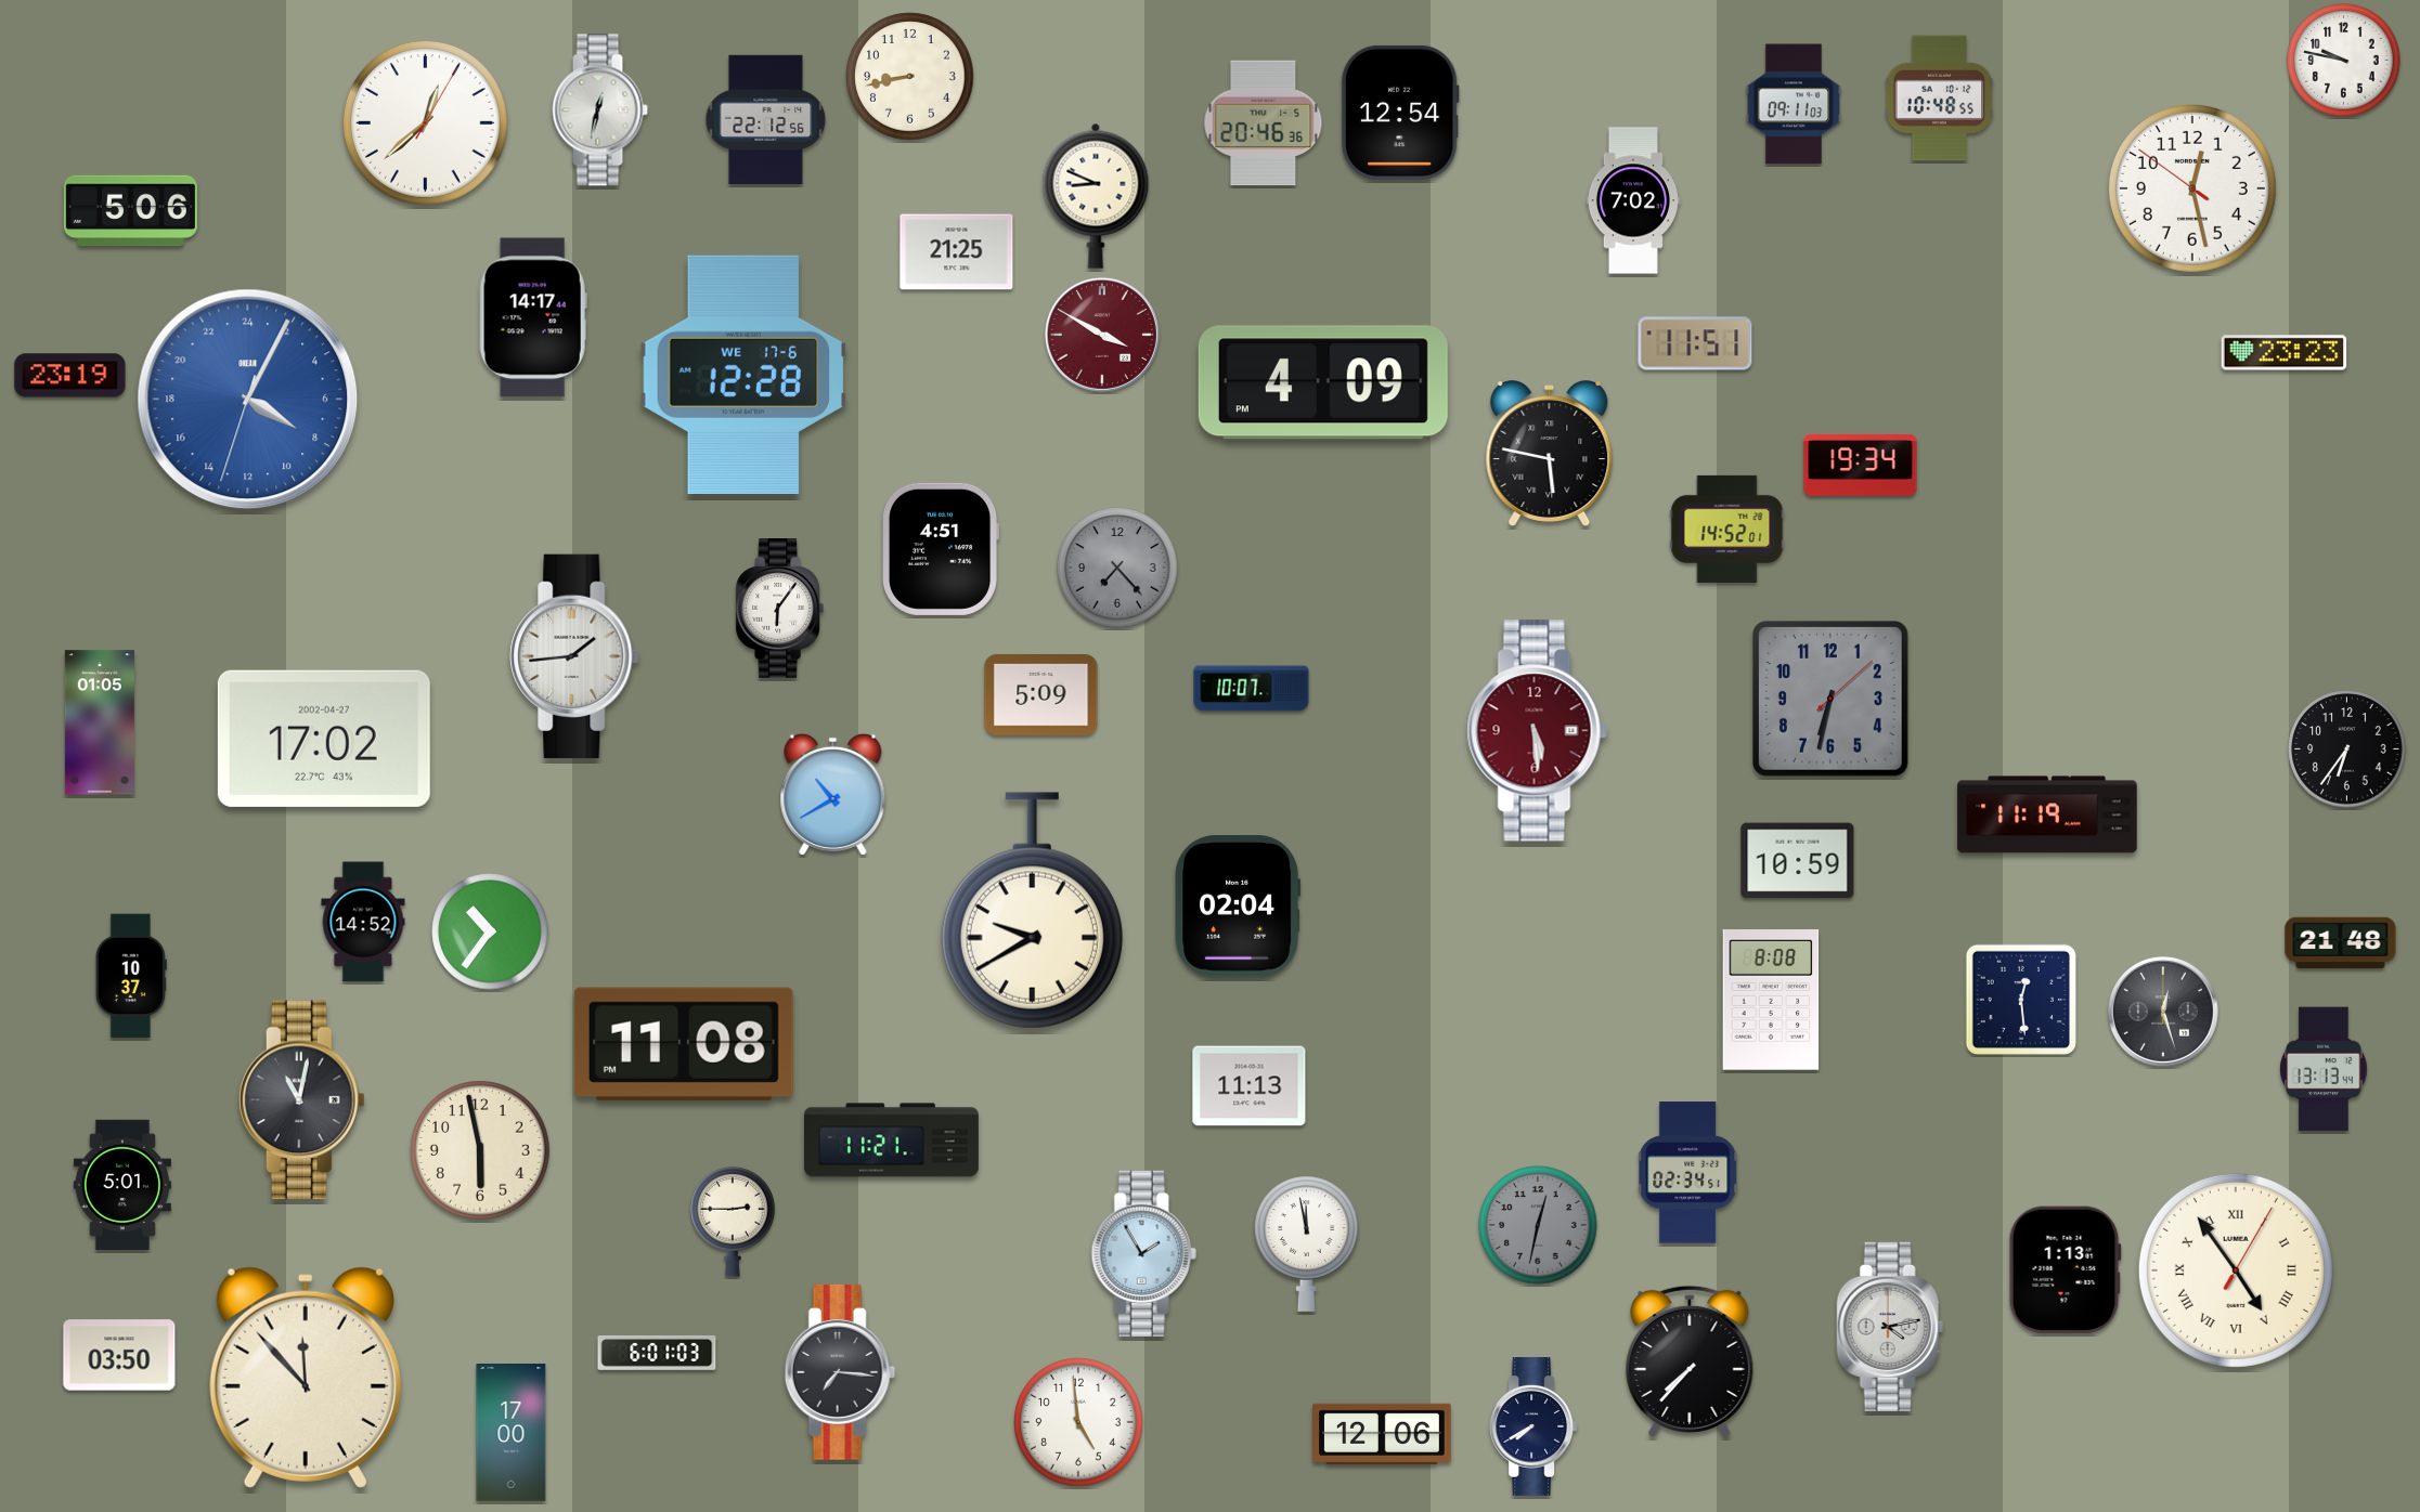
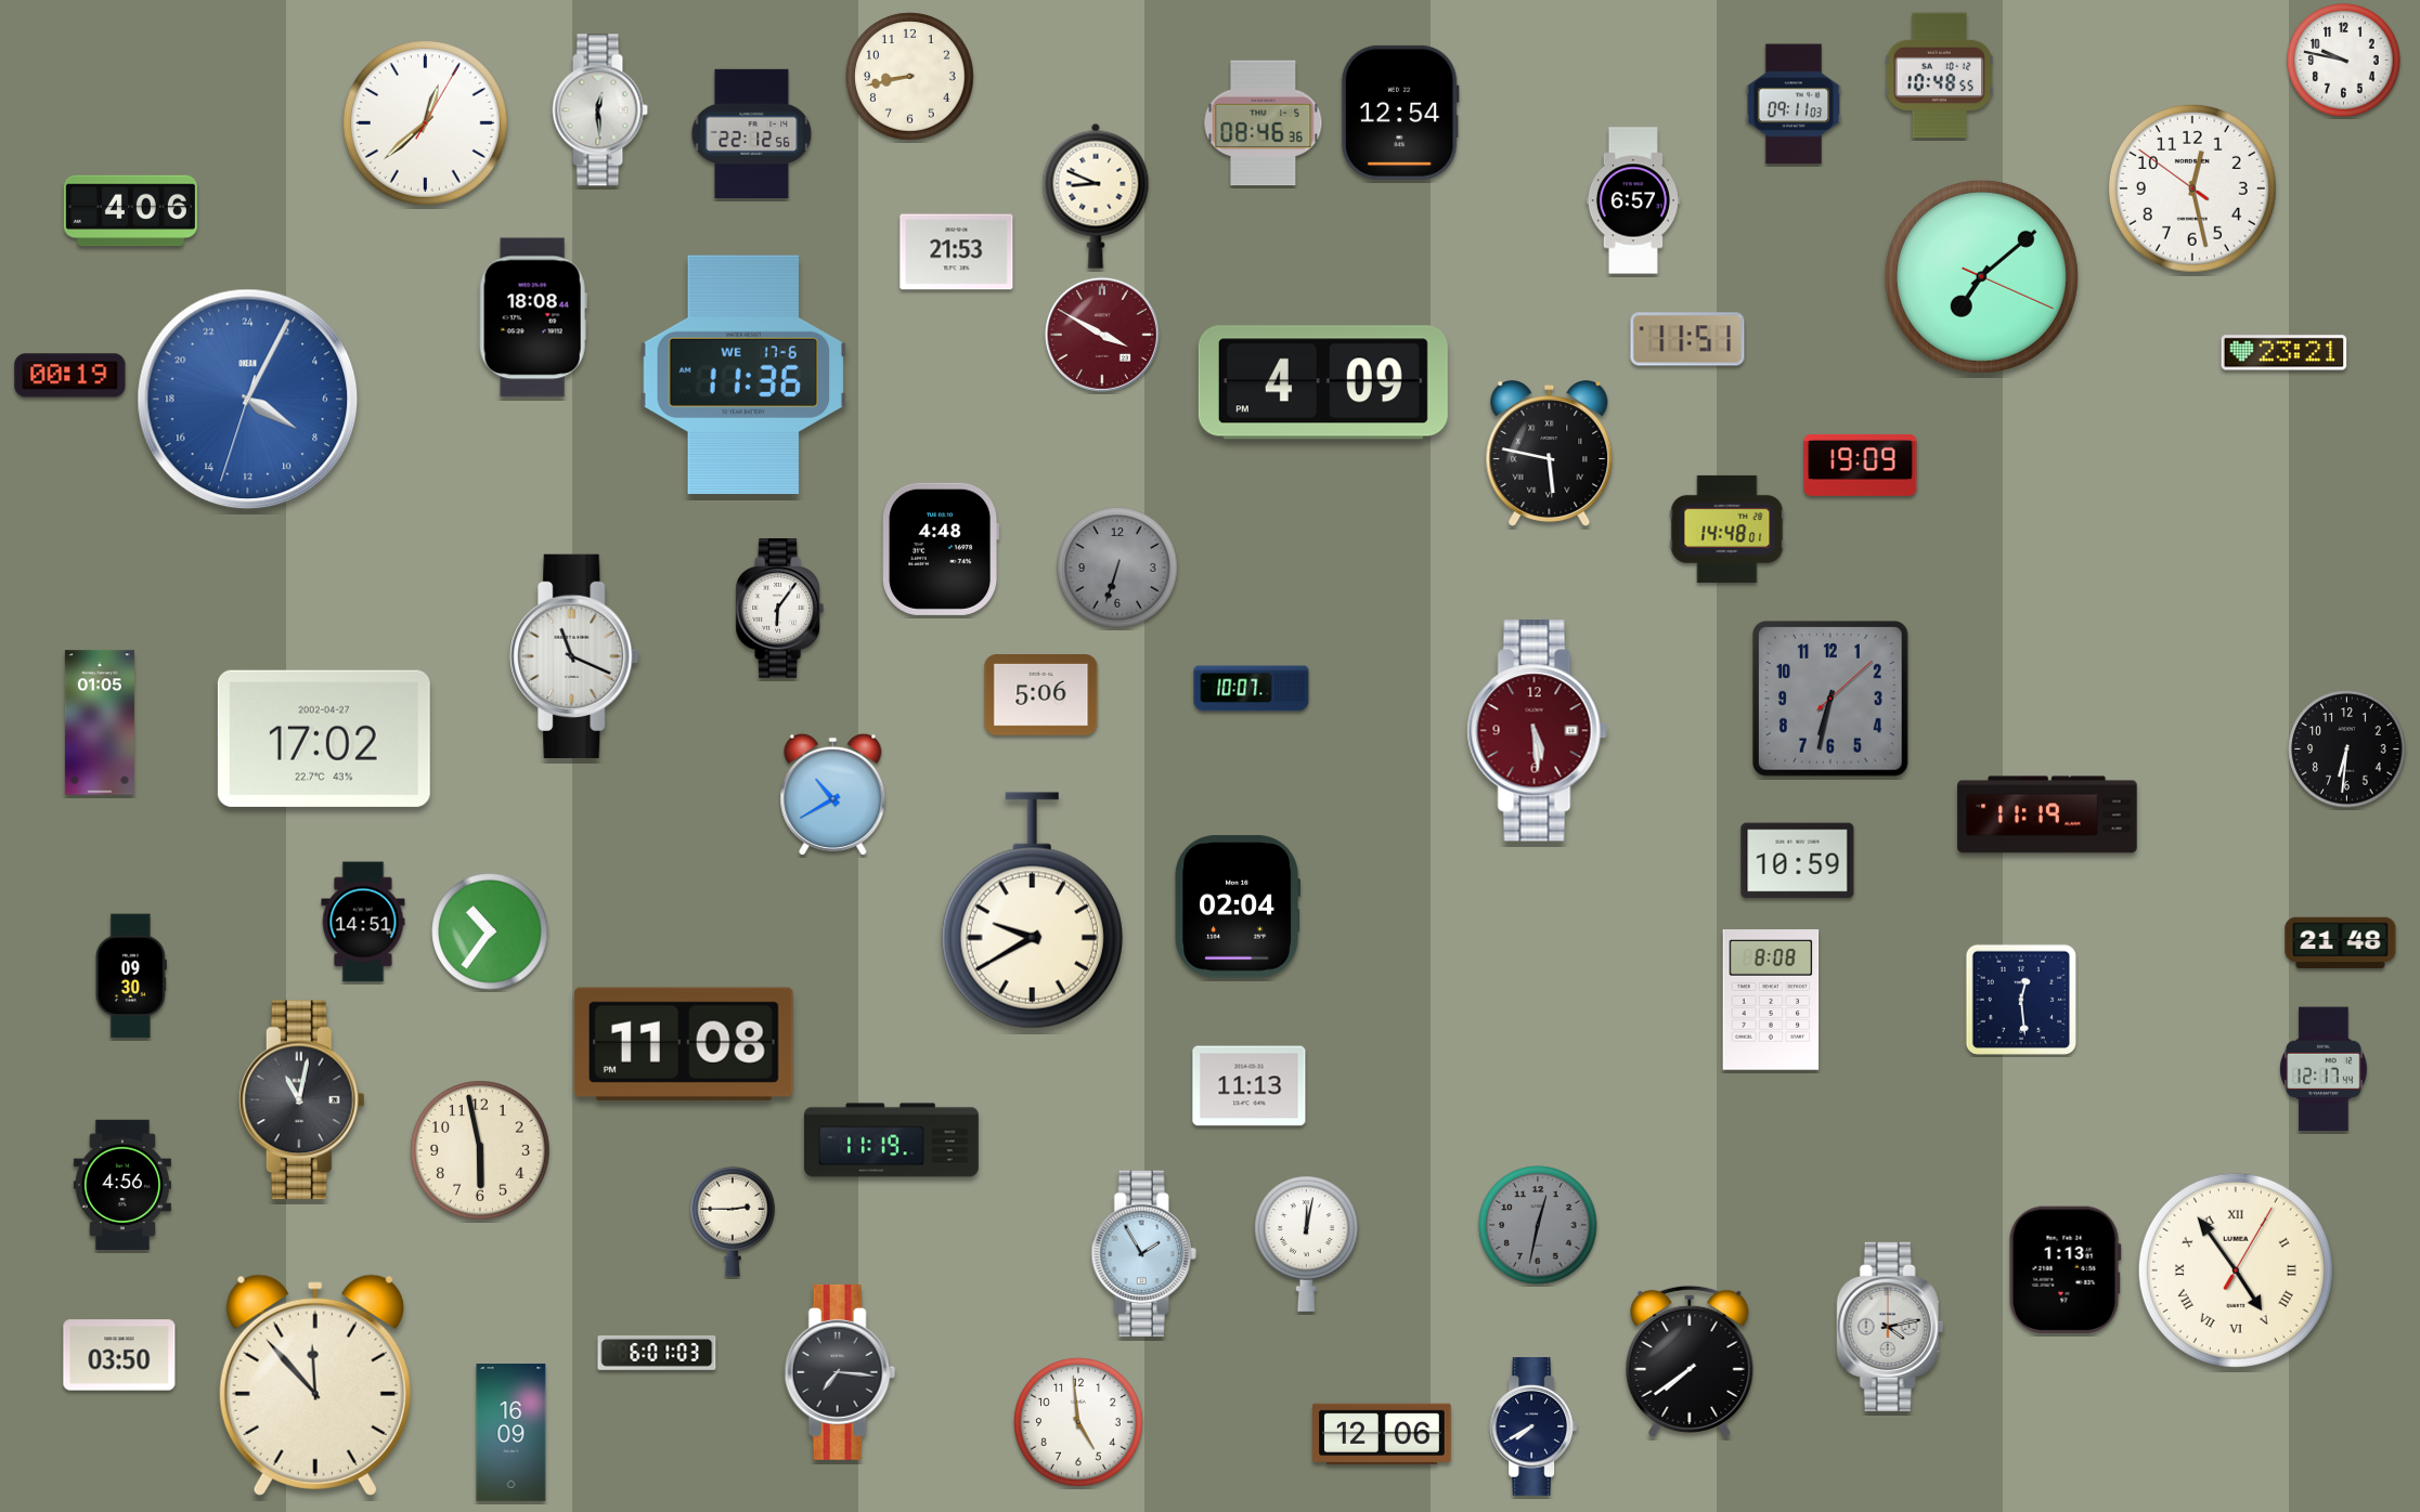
clock at (1940, 99) position: (1940, 99) -> (1940, 76)
clock at (599, 110): 12:32 -> 12:29
clock at (766, 119) position: (766, 119) -> (752, 133)
clock at (1264, 123): 20:46 -> 08:46
clock at (1633, 200): 7:02 -> 6:57
clock at (130, 211): 5:06 -> 4:06
clock at (957, 252): 21:25 -> 21:53
clock at (1981, 276): none -> 7:08
clock at (533, 317): 14:17 -> 18:08
clock at (1695, 343) position: (1695, 343) -> (1687, 339)
clock at (2285, 353): 23:23 -> 23:21
clock at (743, 375): 12:28 -> 11:36
clock at (70, 376): 23:19 -> 00:19
clock at (1861, 465): 19:34 -> 19:09
clock at (1727, 529): 14:52 -> 14:48
clock at (941, 549): 4:51 -> 4:48
clock at (1117, 568): 7:23 -> 6:33
clock at (574, 656): 1:44 -> 11:19
clock at (1041, 695): 5:09 -> 5:06
clock at (2347, 750): 6:36 -> 6:31
clock at (363, 922): 14:52 -> 14:51
clock at (131, 976): 10:37 -> 09:30
clock at (2163, 1012): 12:27 -> none
clock at (2324, 1069): 13:13 -> 12:17
clock at (891, 1140): 11:21 -> 11:19
clock at (1688, 1173): 02:34 -> none
clock at (122, 1185): 5:01 -> 4:56
clock at (1307, 1243): 11:58 -> 12:02
clock at (1690, 1361): 7:37 -> 7:39
clock at (306, 1378) position: (306, 1378) -> (315, 1385)
clock at (512, 1433): 17:00 -> 16:09
